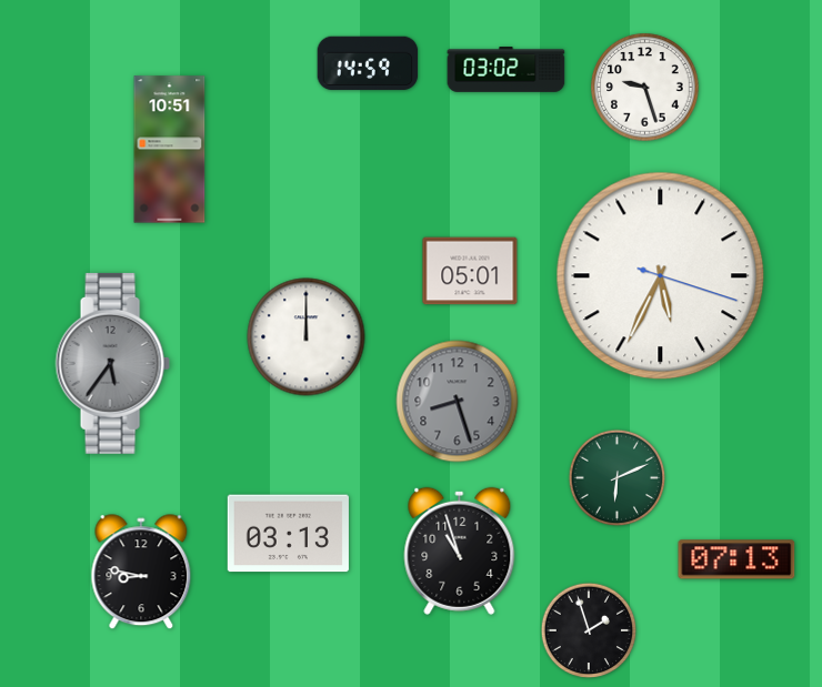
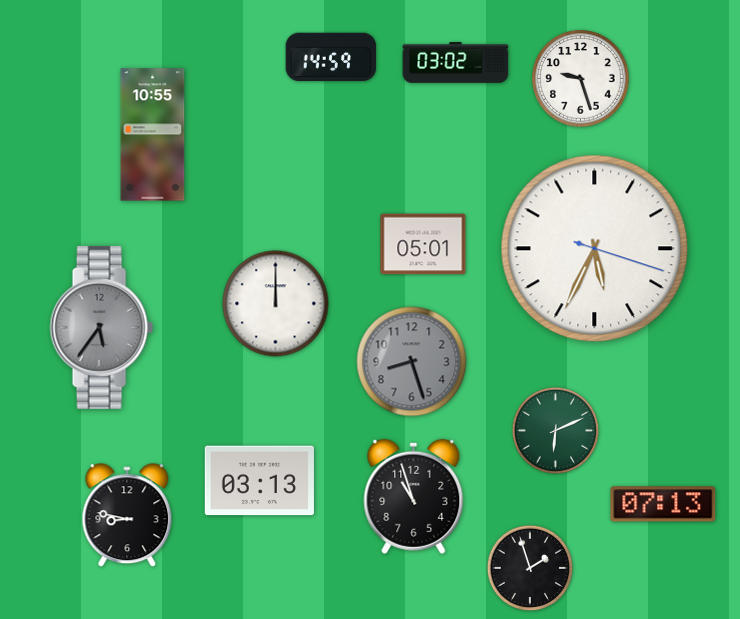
clock at (170, 150): 10:51 -> 10:55
